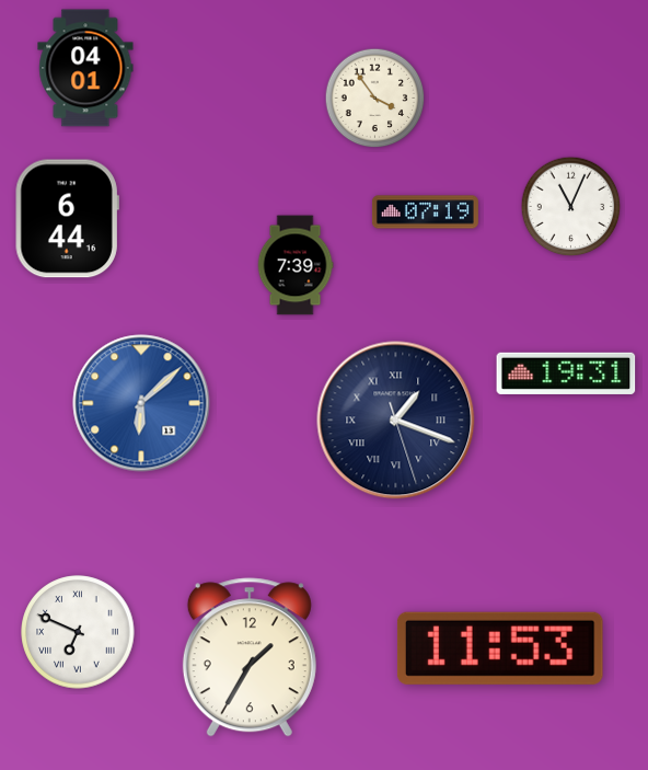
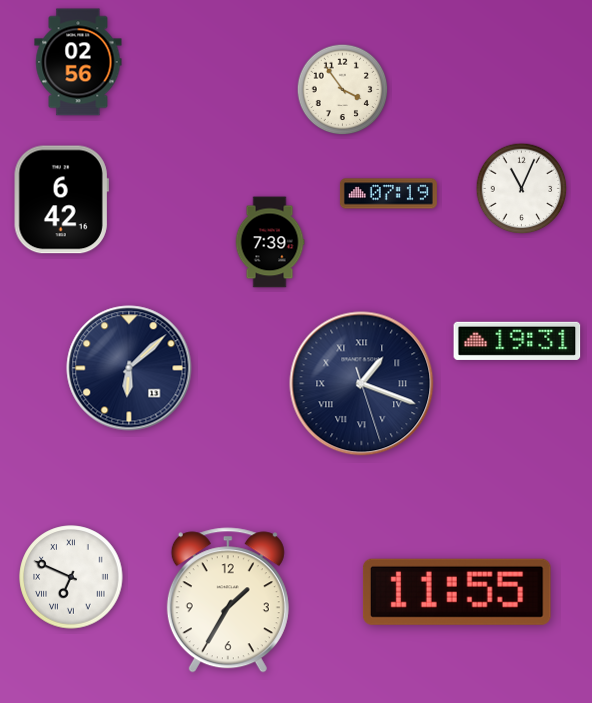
clock at (85, 68): 04:01 -> 02:56
clock at (67, 219): 6:44 -> 6:42
clock at (141, 403) dial: blue -> navy
clock at (500, 648): 11:53 -> 11:55
